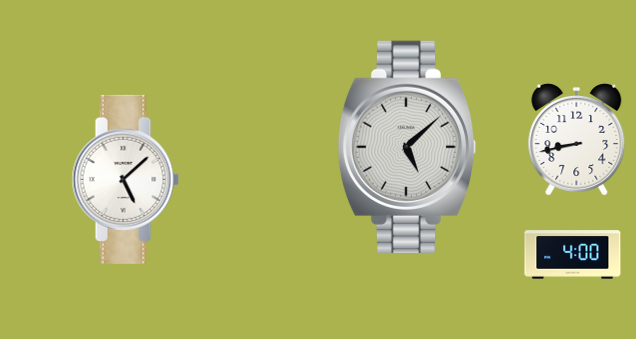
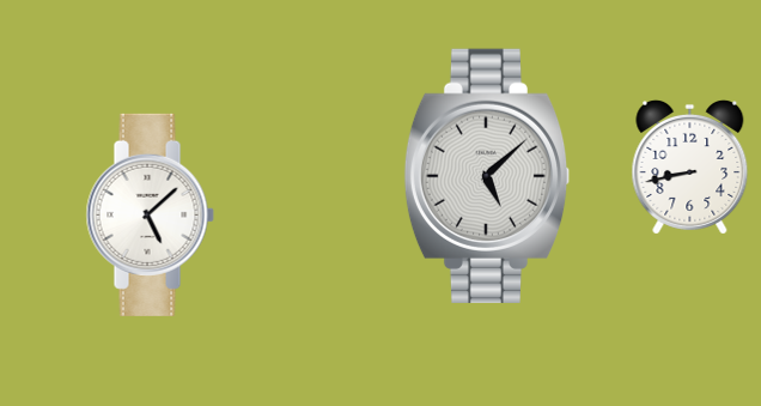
clock at (573, 255): 4:00 -> none
